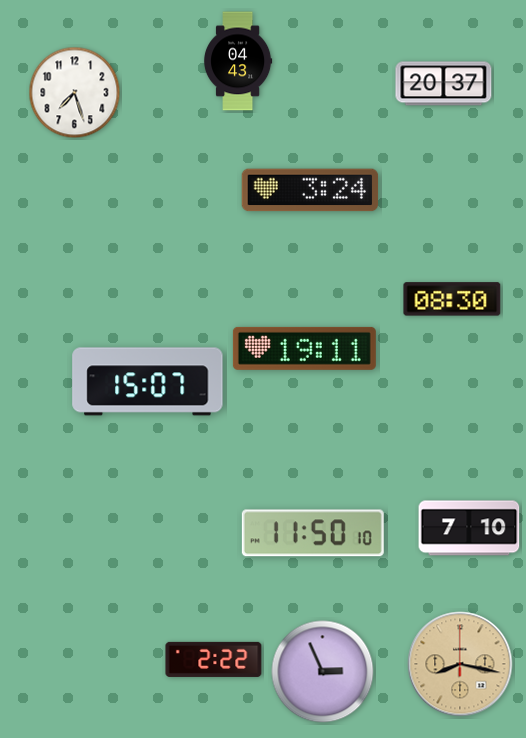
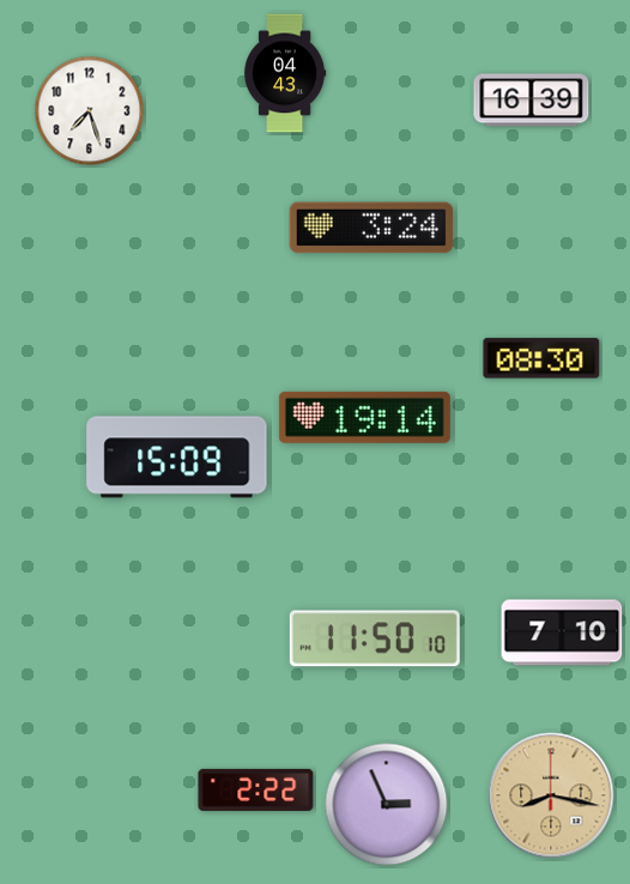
clock at (444, 84): 20:37 -> 16:39
clock at (304, 348): 19:11 -> 19:14
clock at (148, 382): 15:07 -> 15:09
